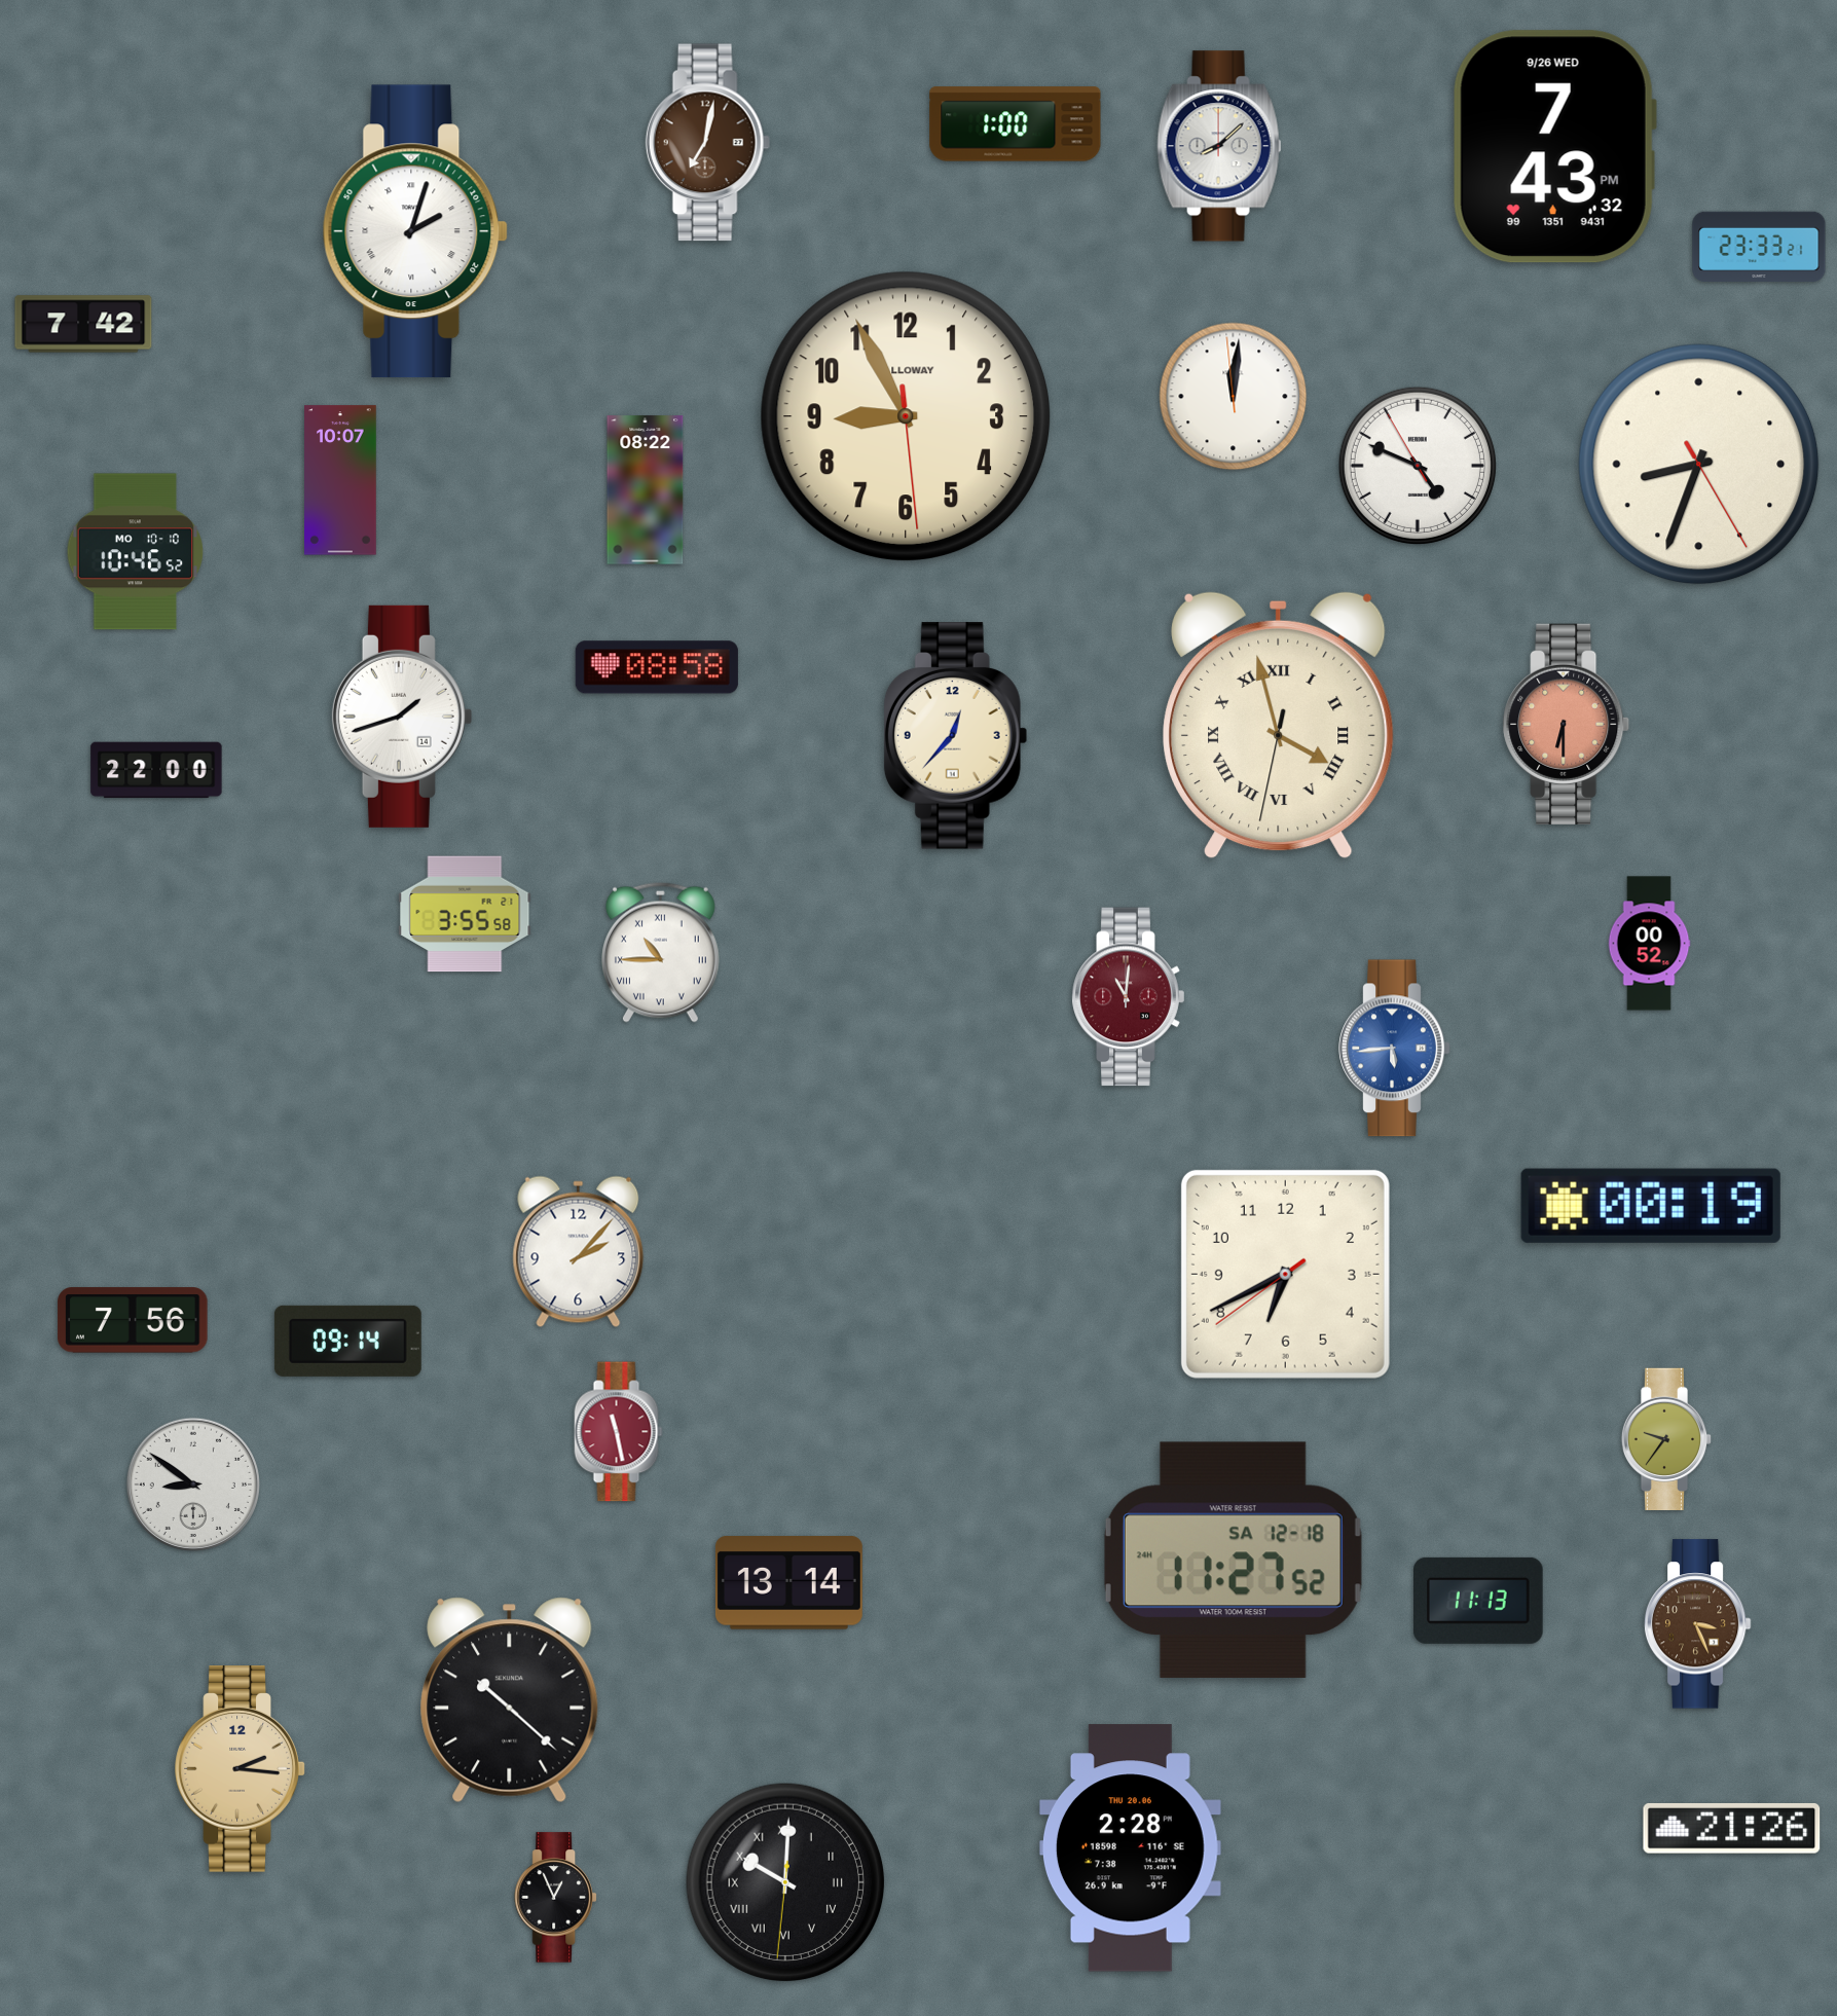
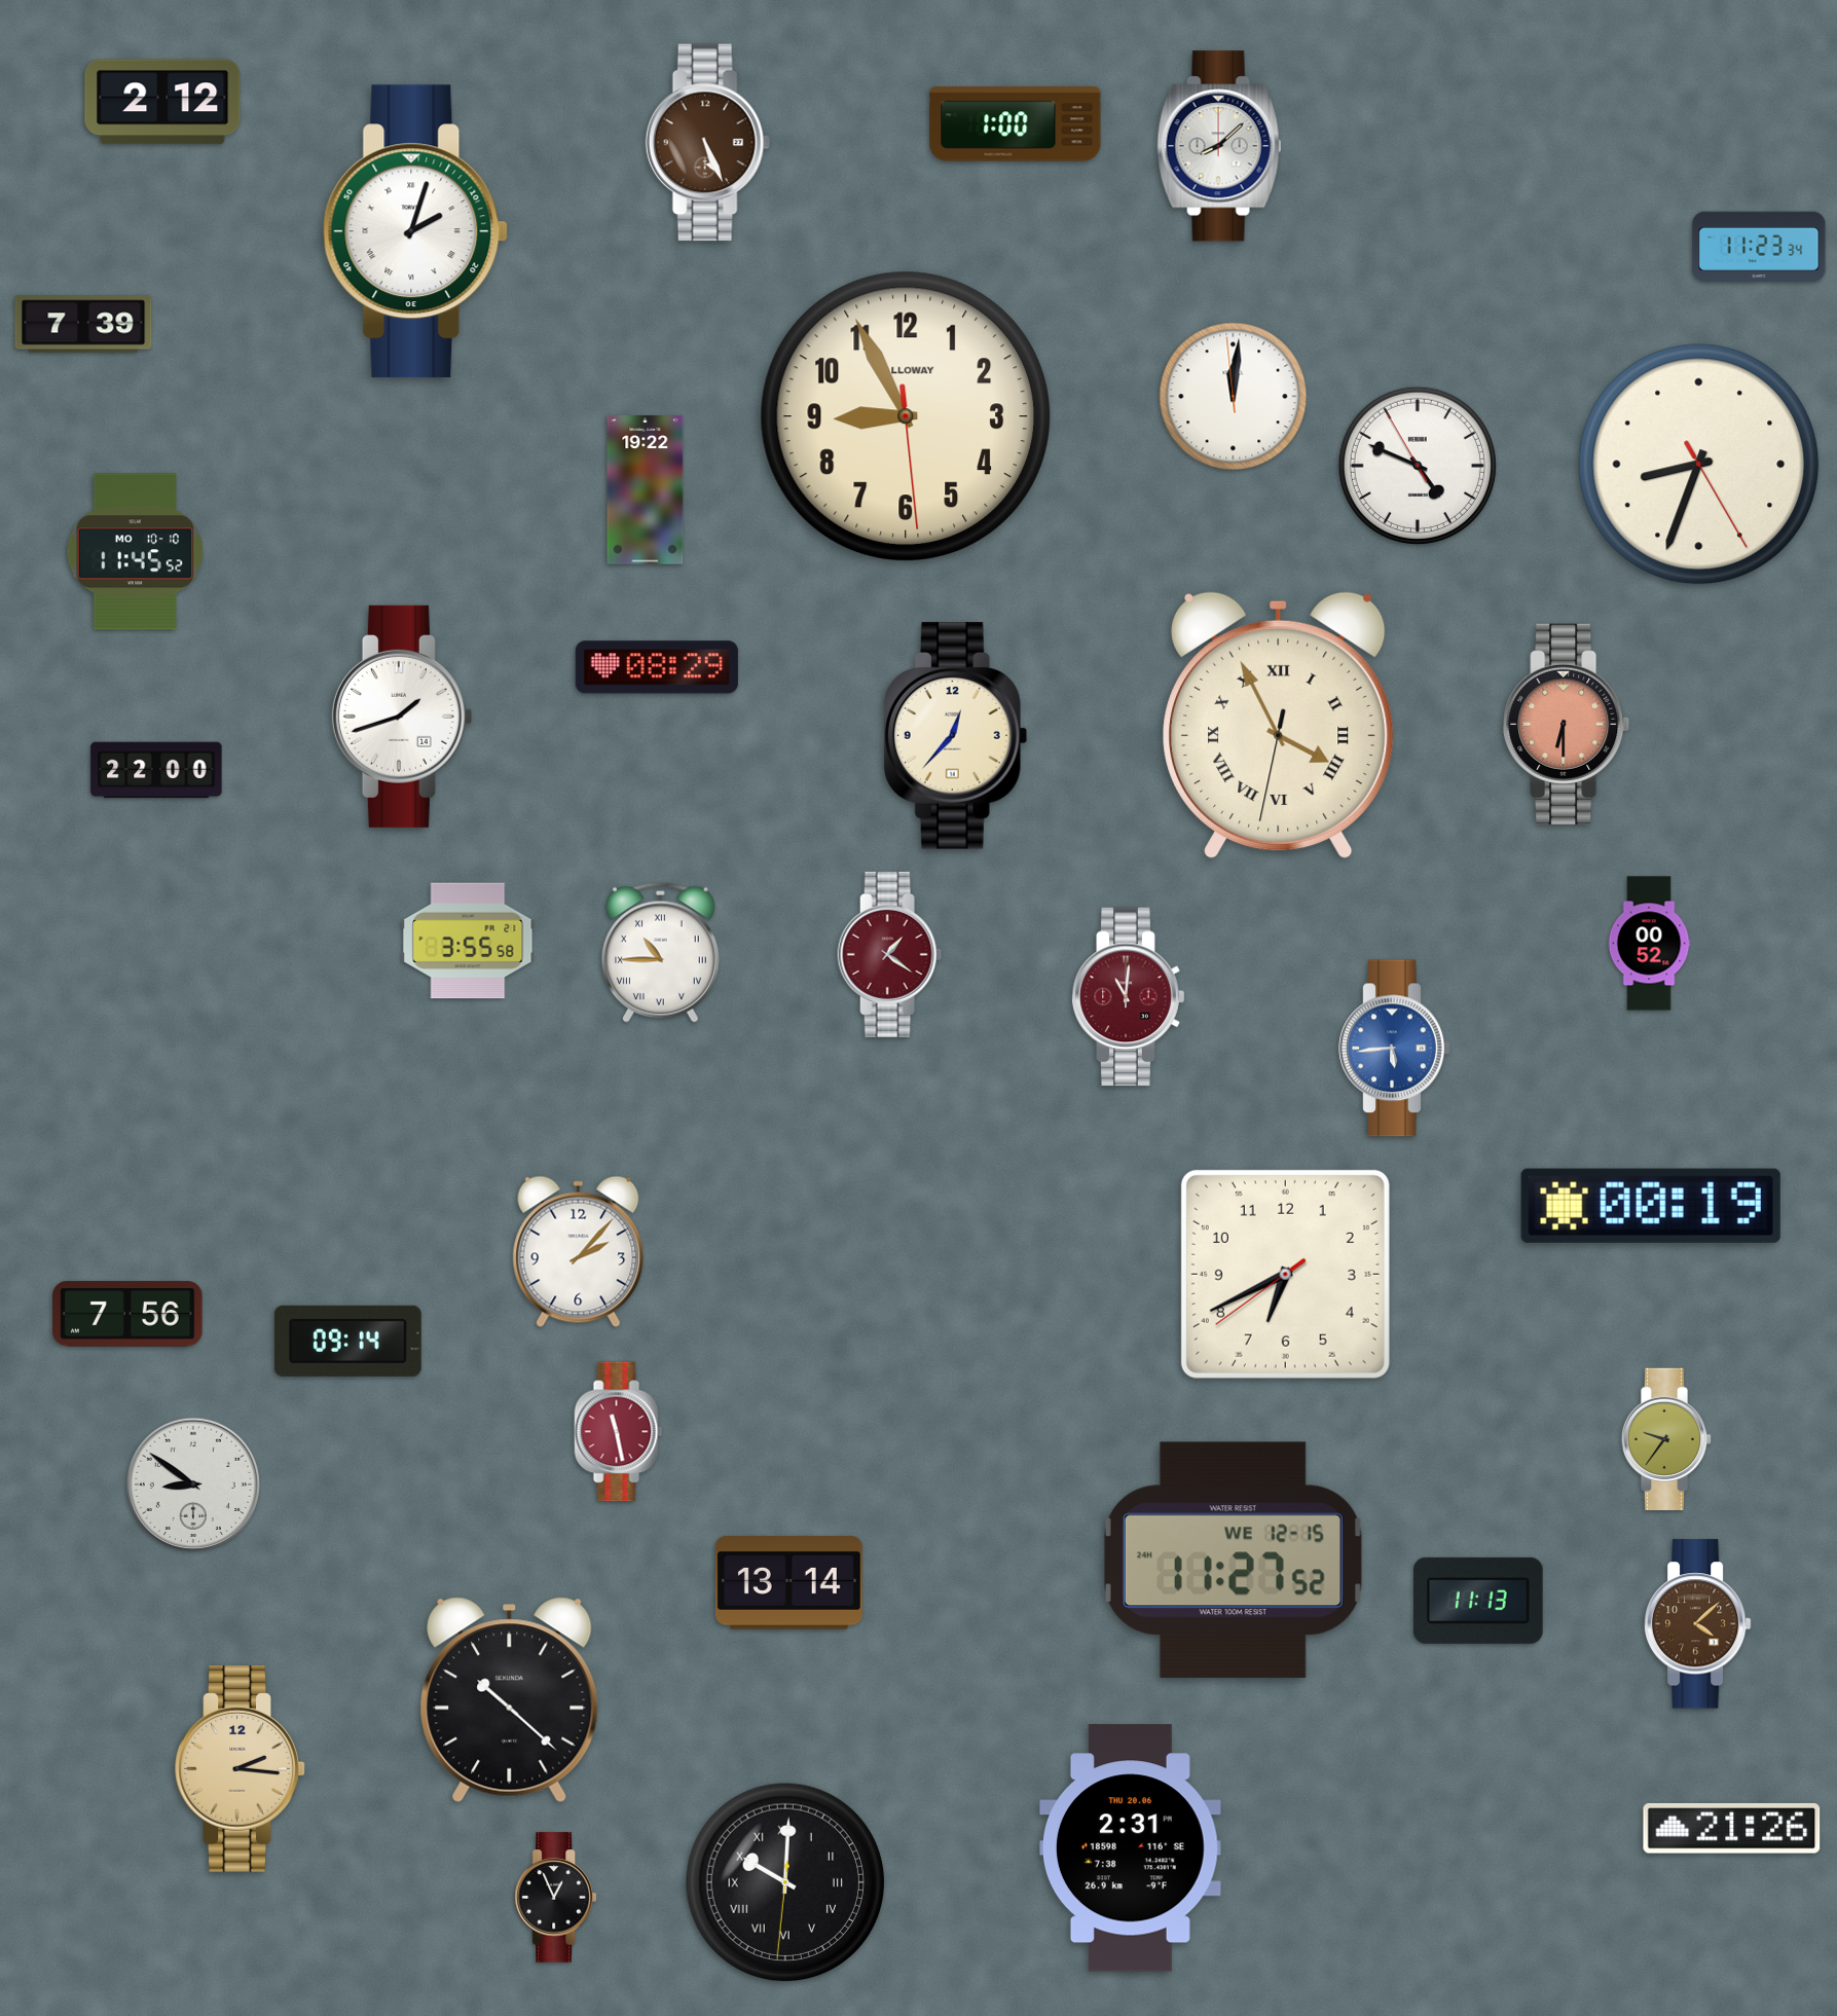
clock at (162, 102): none -> 2:12
clock at (707, 143): 7:02 -> 5:26
clock at (1554, 147): 7:43 -> none
clock at (1759, 247): 23:33 -> 11:23
clock at (83, 324): 7:42 -> 7:39
clock at (340, 480): 10:07 -> none
clock at (646, 490): 08:22 -> 19:22
clock at (136, 552): 10:46 -> 11:45
clock at (657, 667): 08:58 -> 08:29
clock at (1279, 726): 3:57 -> 3:55
clock at (465, 914) position: (465, 914) -> (468, 941)
clock at (890, 954): none -> 1:21
clock at (133, 1320) position: (133, 1320) -> (127, 1314)
clock at (1233, 1560) date: SA 12-18 -> WE 12-15
clock at (1697, 1624): 3:26 -> 4:08
clock at (1130, 1848): 2:28 -> 2:31
